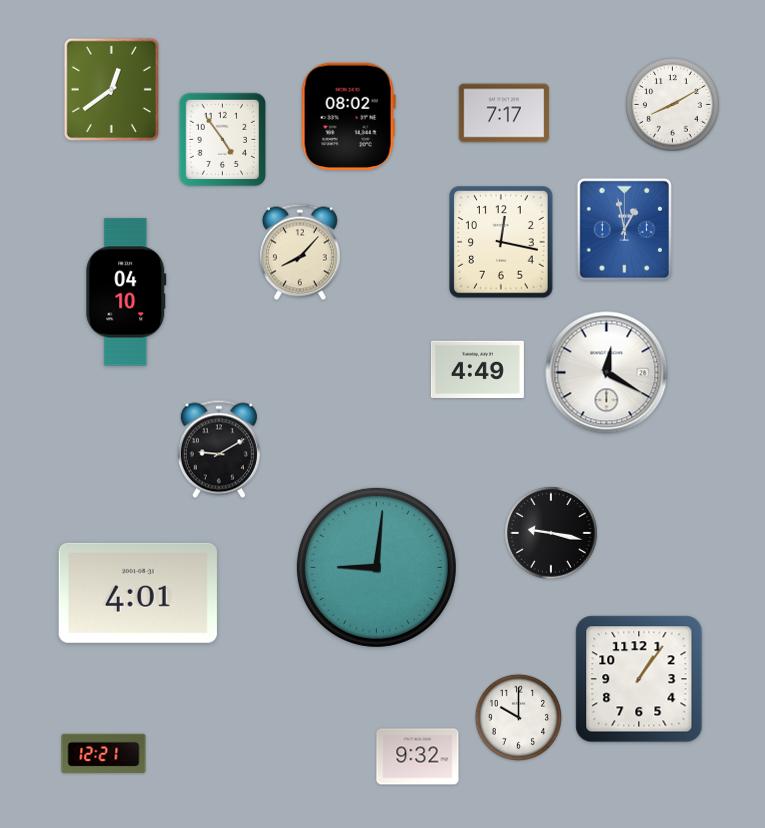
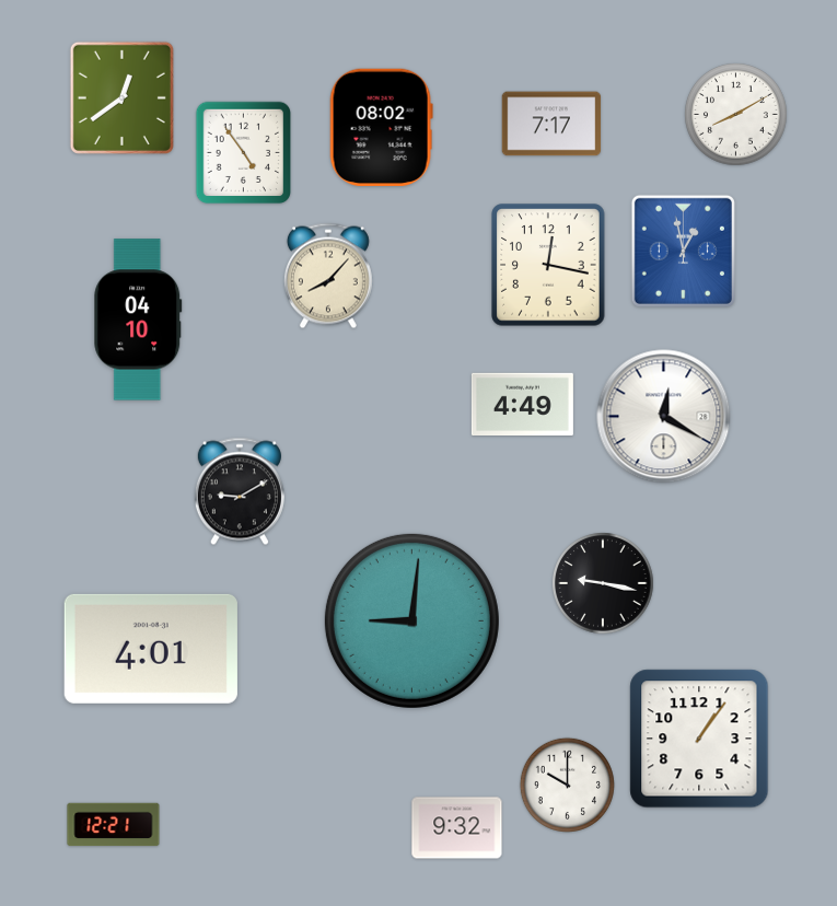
clock at (607, 373) position: (607, 373) -> (664, 417)
clock at (639, 679) position: (639, 679) -> (699, 739)
